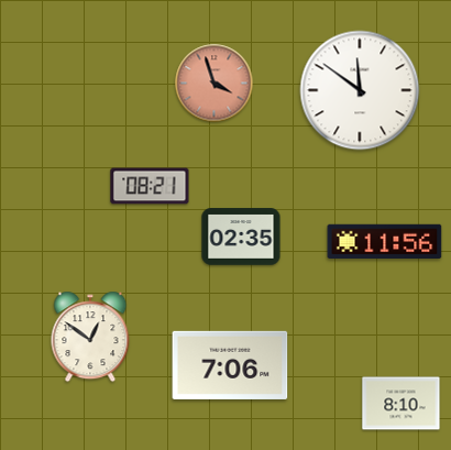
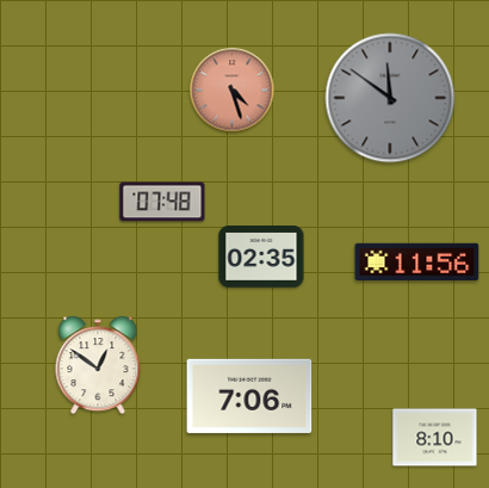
clock at (215, 84): 3:57 -> 4:27
clock at (360, 90) dial: white -> grey
clock at (150, 186): 08:21 -> 07:48
